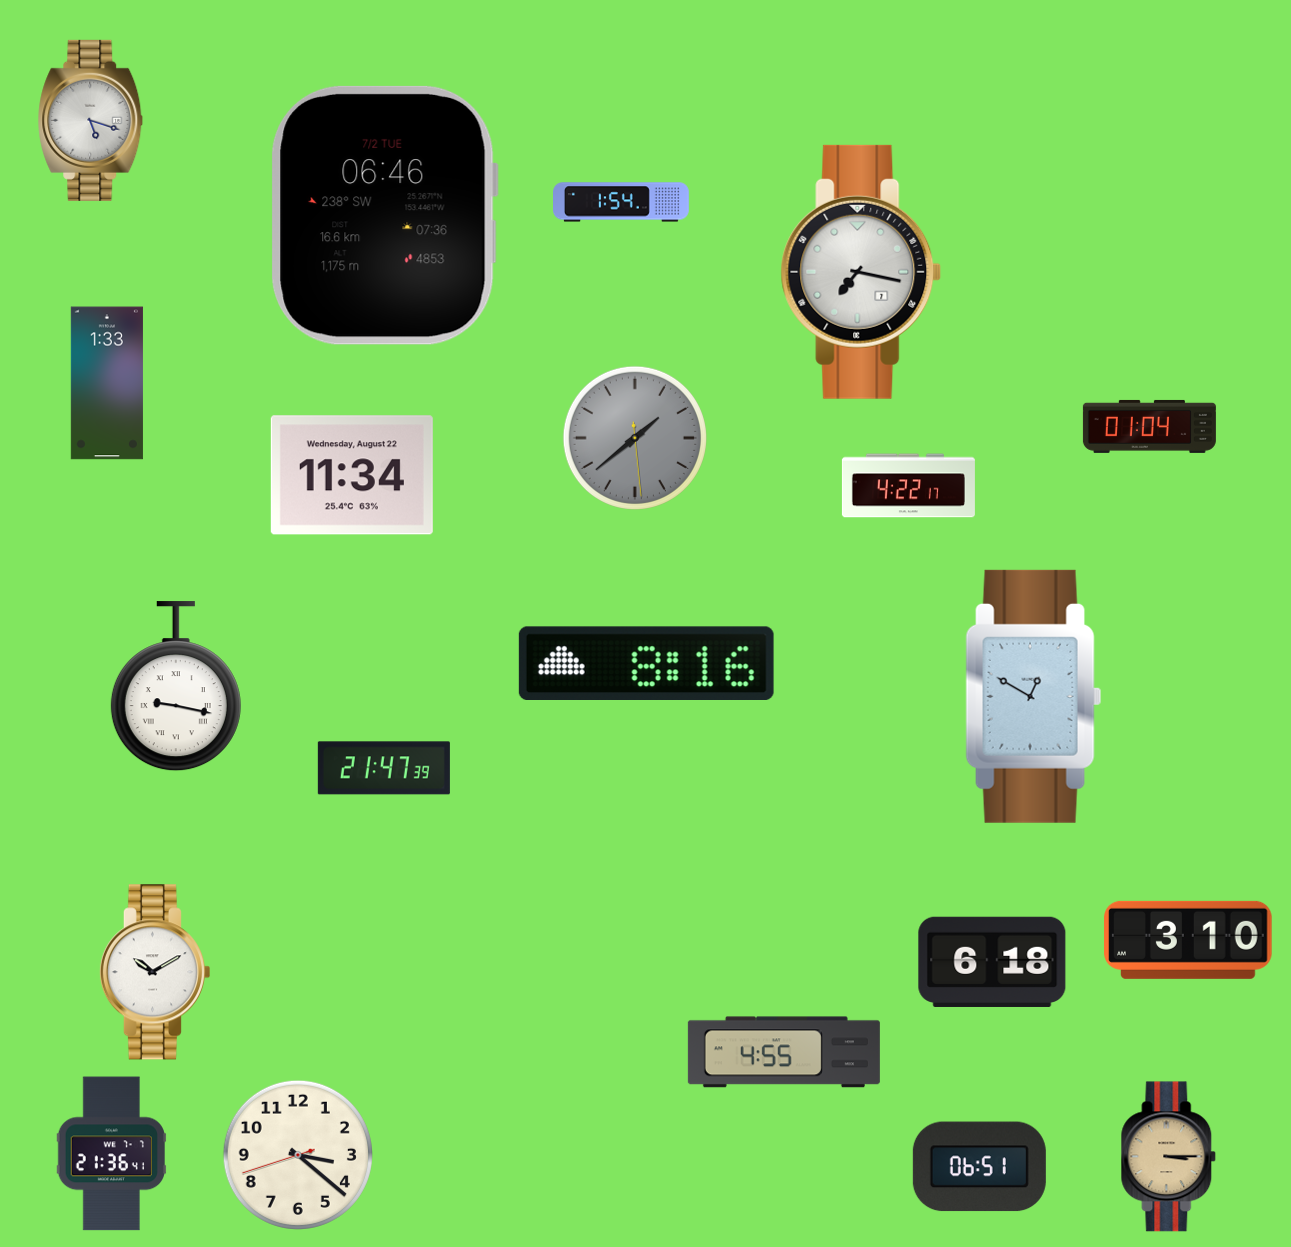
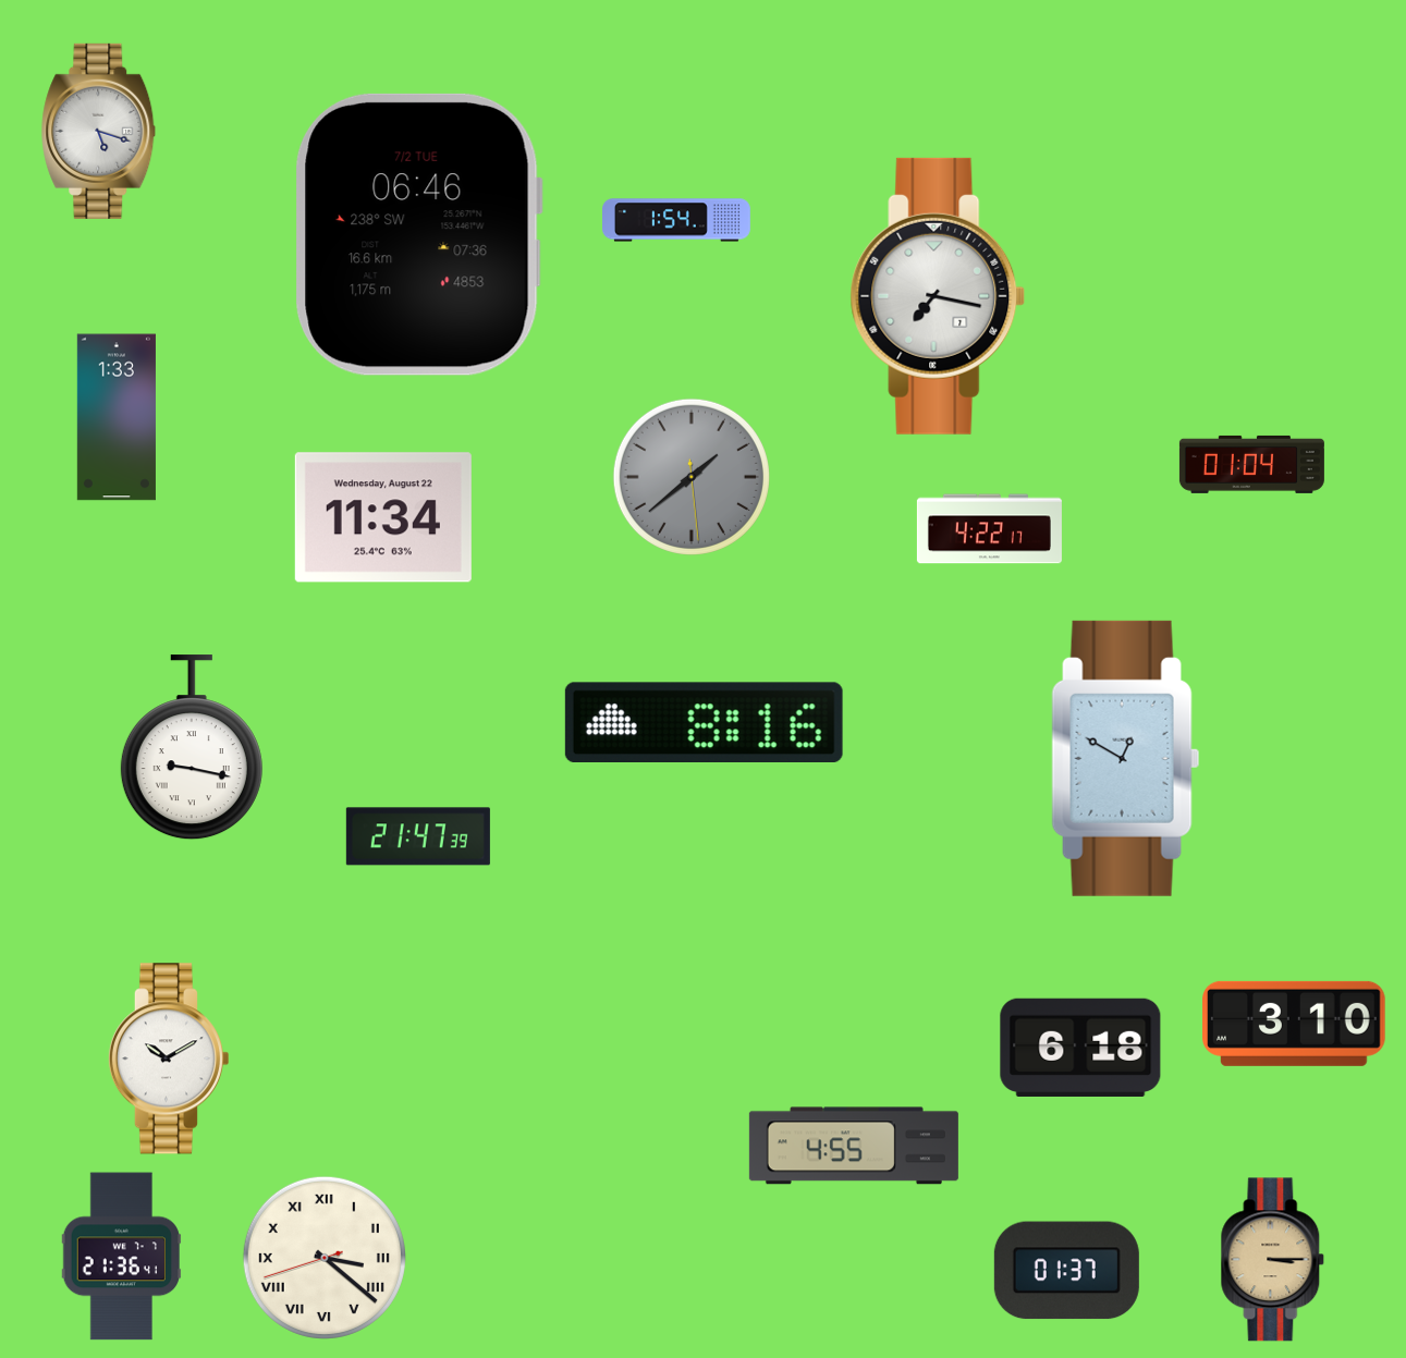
clock at (298, 1155) numerals: Arabic -> Roman
clock at (979, 1167): 06:51 -> 01:37
